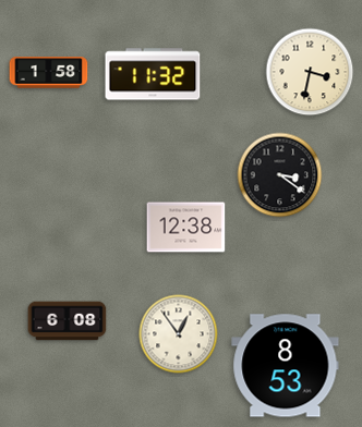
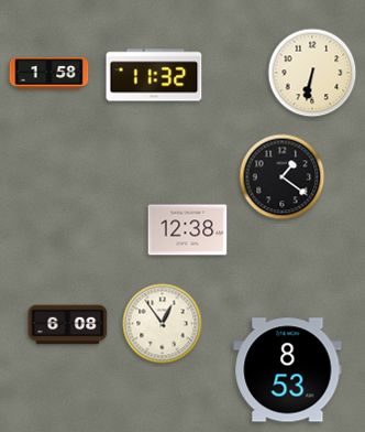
clock at (310, 72): 3:32 -> 6:32
clock at (280, 175): 3:21 -> 1:21
clock at (179, 334) position: (179, 334) -> (163, 324)
